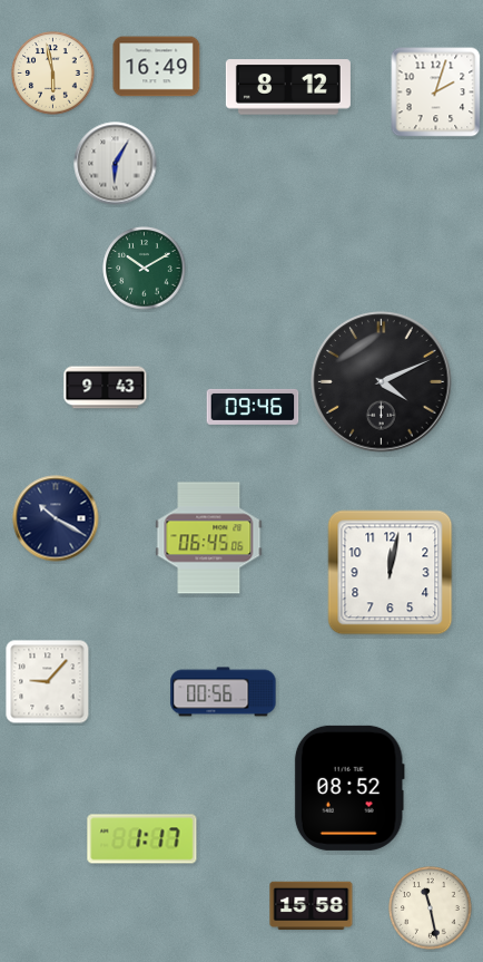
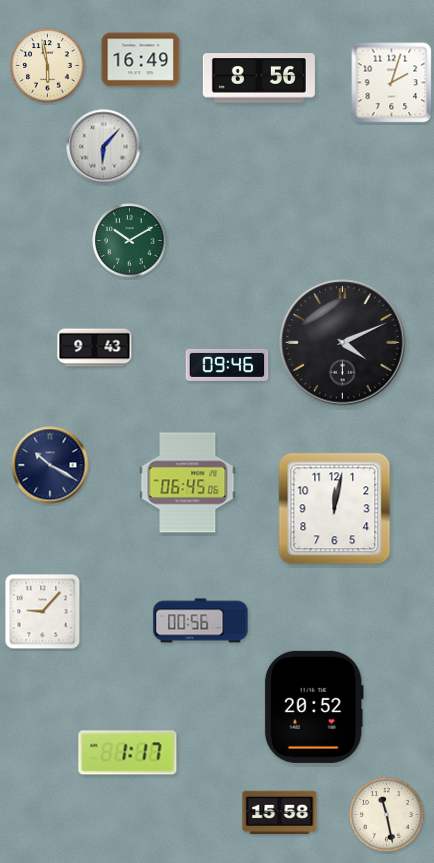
clock at (288, 87): 8:12 -> 8:56
clock at (116, 164): 6:05 -> 6:07
clock at (391, 573) position: (391, 573) -> (335, 509)
clock at (349, 788): 08:52 -> 20:52
